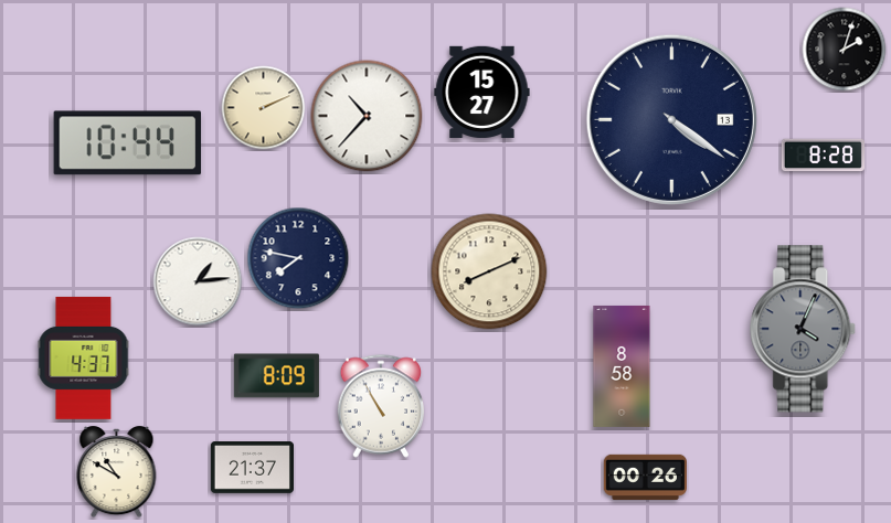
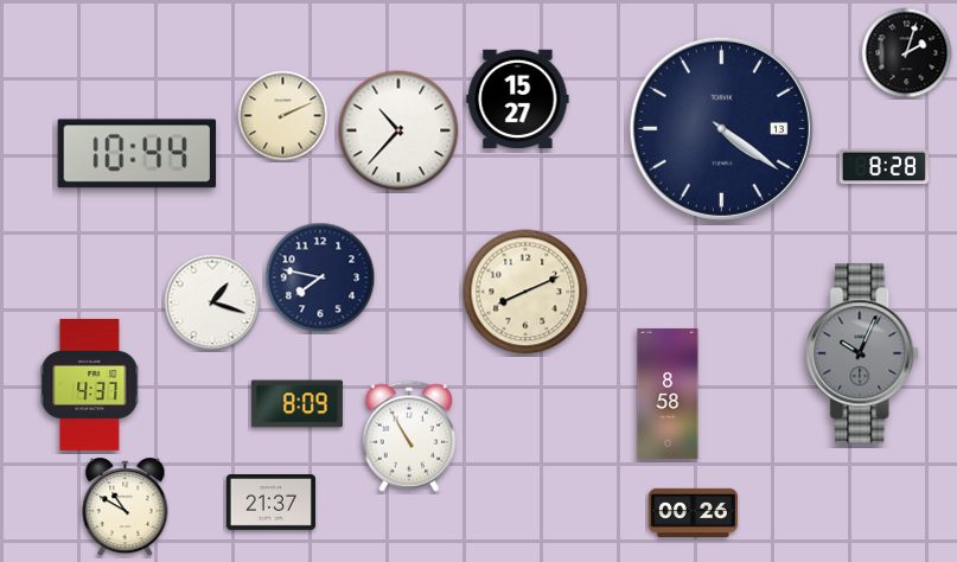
clock at (367, 116) position: (367, 116) -> (398, 130)
clock at (198, 281): 1:14 -> 1:18
clock at (804, 329): 4:04 -> 10:04
